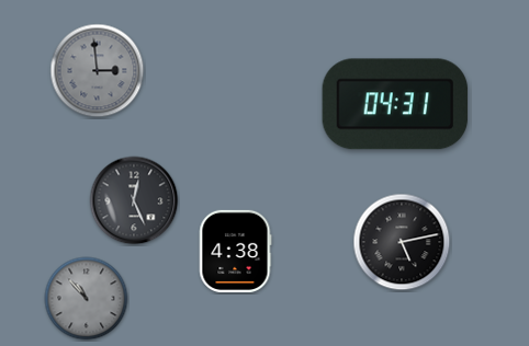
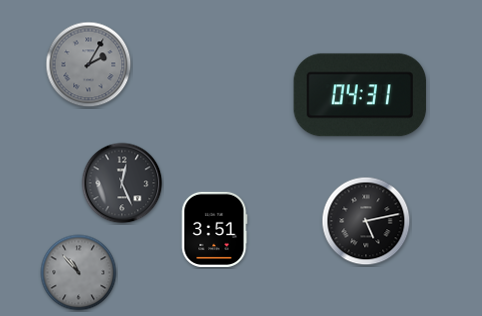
clock at (98, 71): 2:59 -> 2:05
clock at (235, 251): 4:38 -> 3:51
